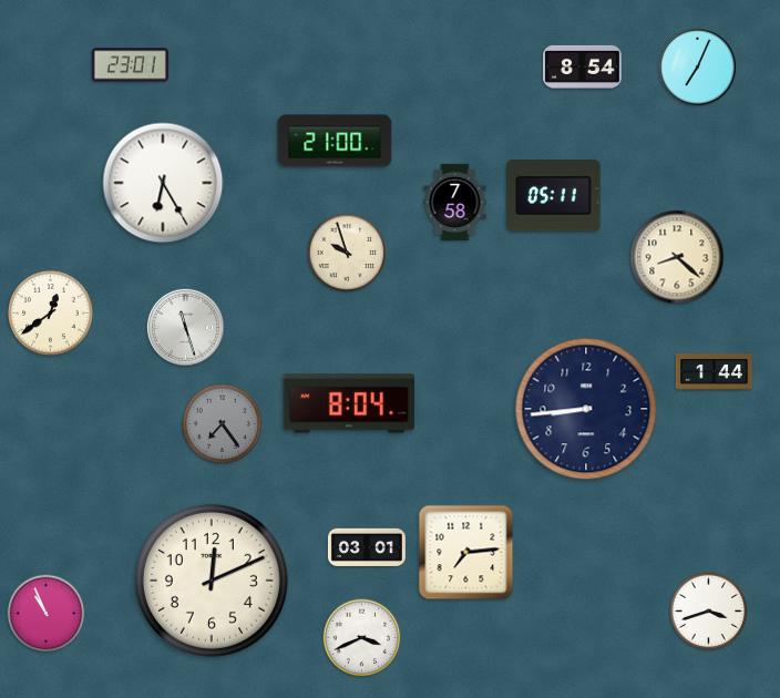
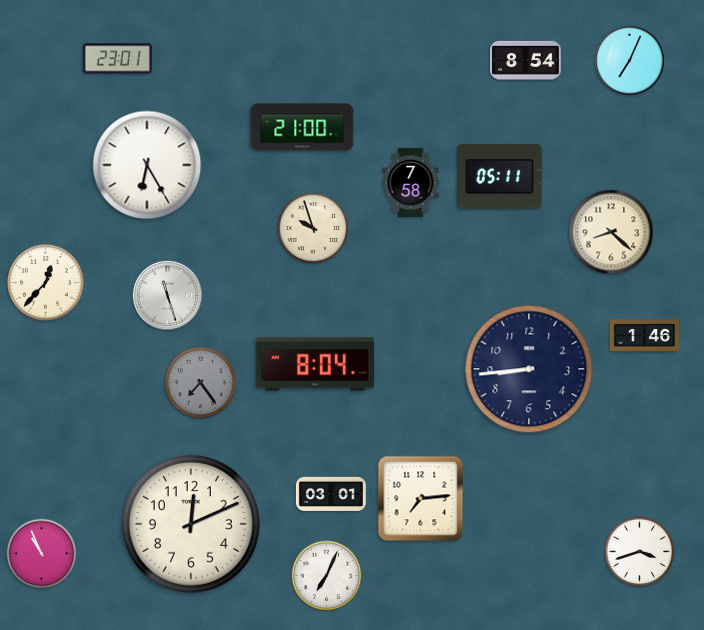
clock at (51, 314): 12:39 -> 12:37
clock at (714, 372): 1:44 -> 1:46
clock at (362, 638): 3:41 -> 7:04
